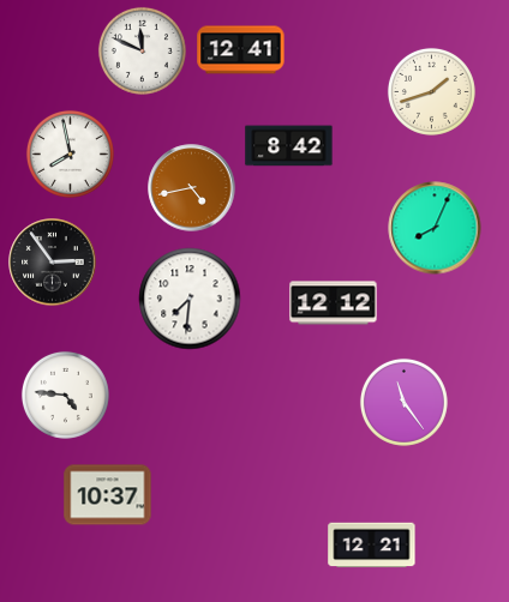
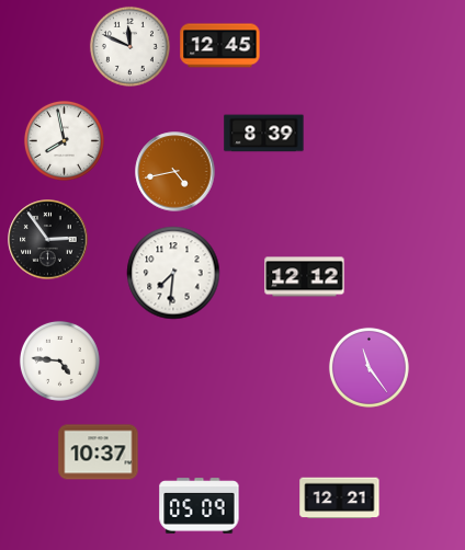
clock at (241, 50): 12:41 -> 12:45
clock at (431, 91): 1:42 -> none
clock at (289, 146): 8:42 -> 8:39
clock at (435, 228): 8:04 -> none
clock at (200, 506): none -> 05:09
